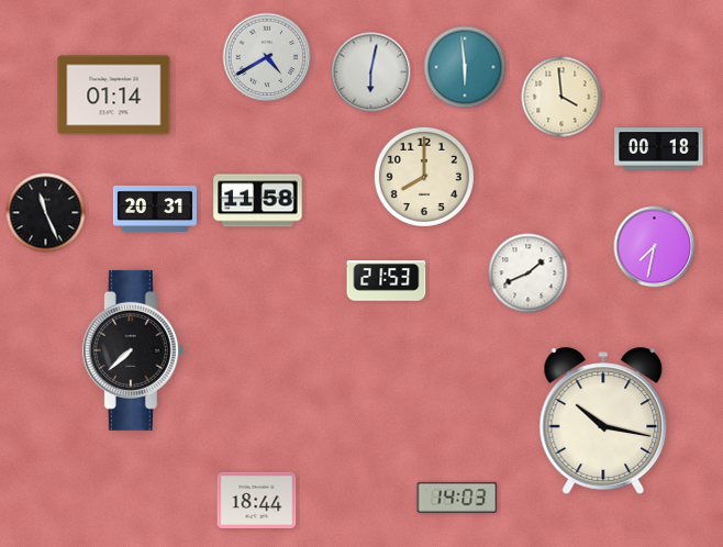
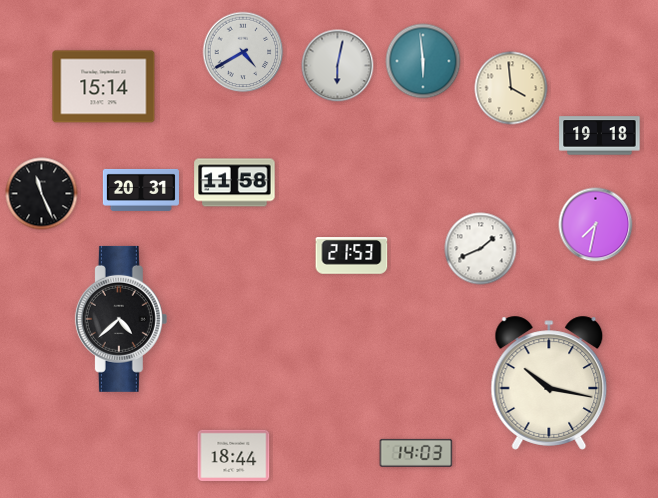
clock at (114, 96): 01:14 -> 15:14
clock at (659, 149): 00:18 -> 19:18
clock at (424, 177): 8:00 -> none
clock at (133, 350): 7:38 -> 4:38
